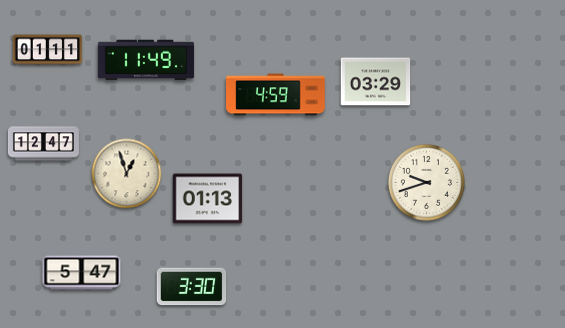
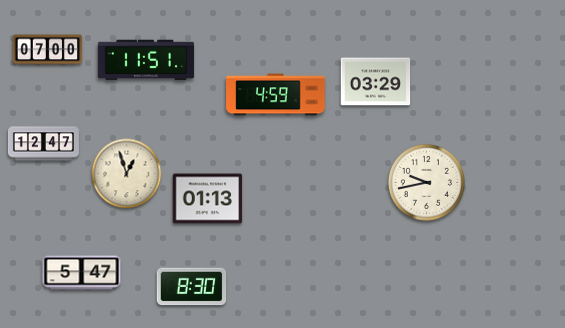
clock at (48, 50): 01:11 -> 07:00
clock at (146, 60): 11:49 -> 11:51
clock at (426, 182): 9:42 -> 9:43
clock at (192, 287): 3:30 -> 8:30
